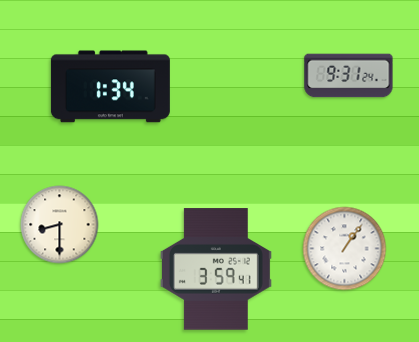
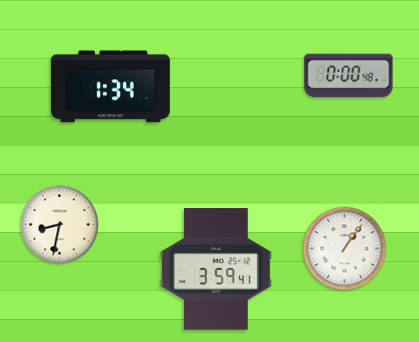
clock at (349, 76): 9:31 -> 0:00
clock at (60, 225): 8:30 -> 8:32
